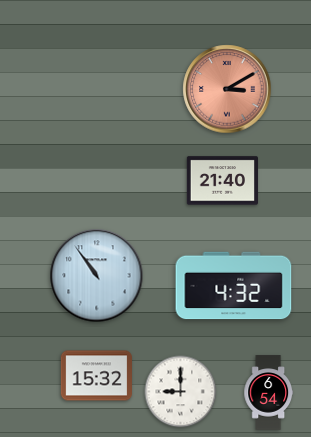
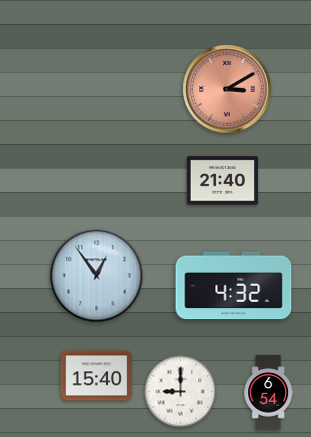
clock at (97, 276): 10:54 -> 12:54
clock at (96, 376): 15:32 -> 15:40
